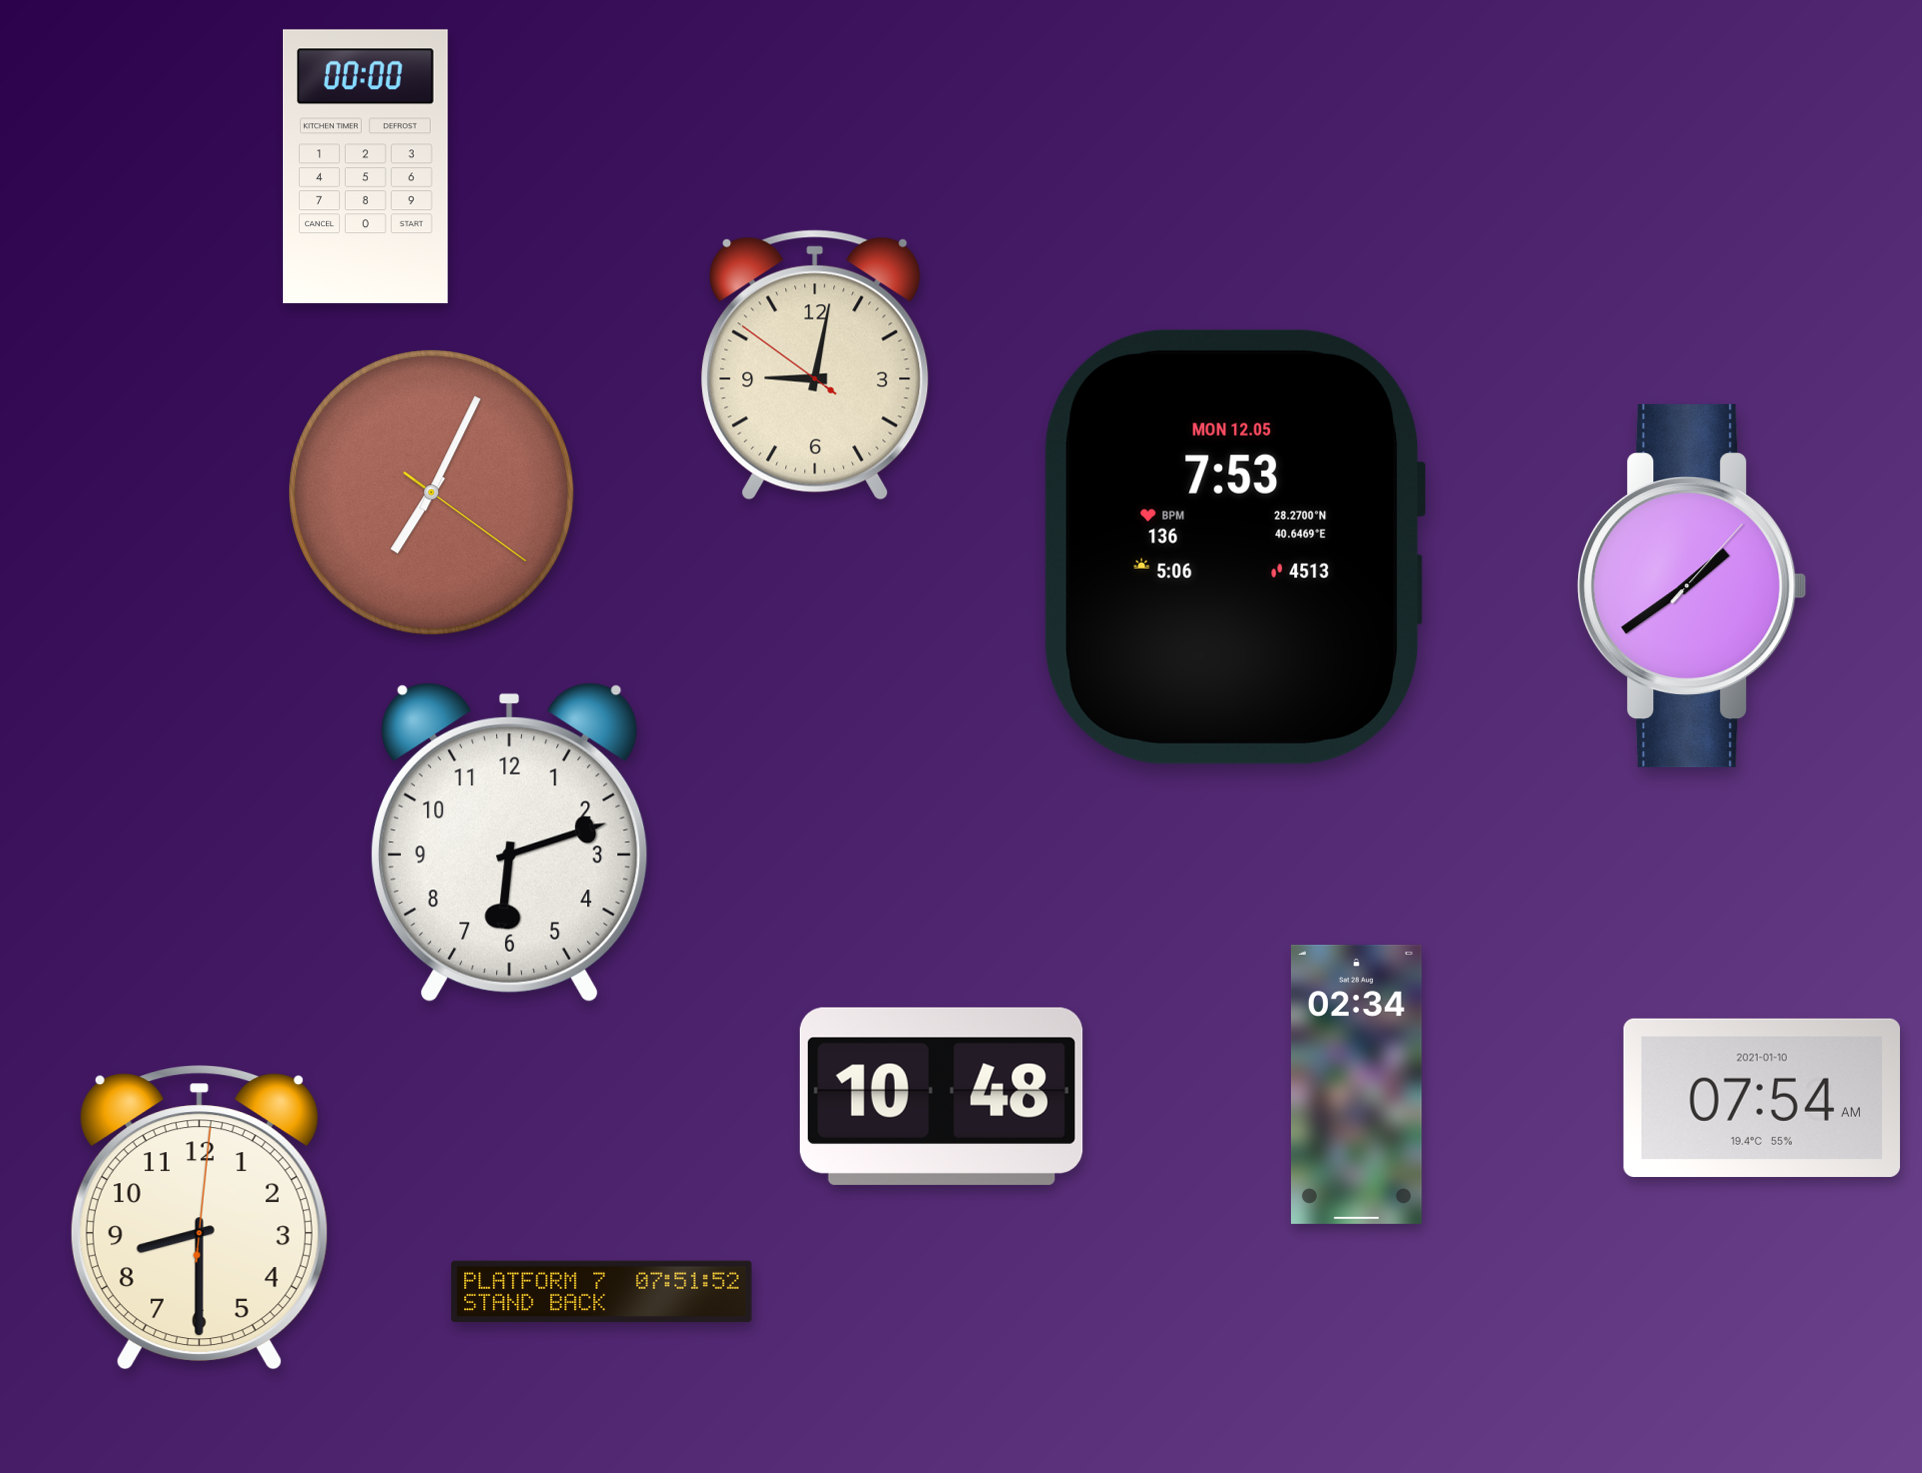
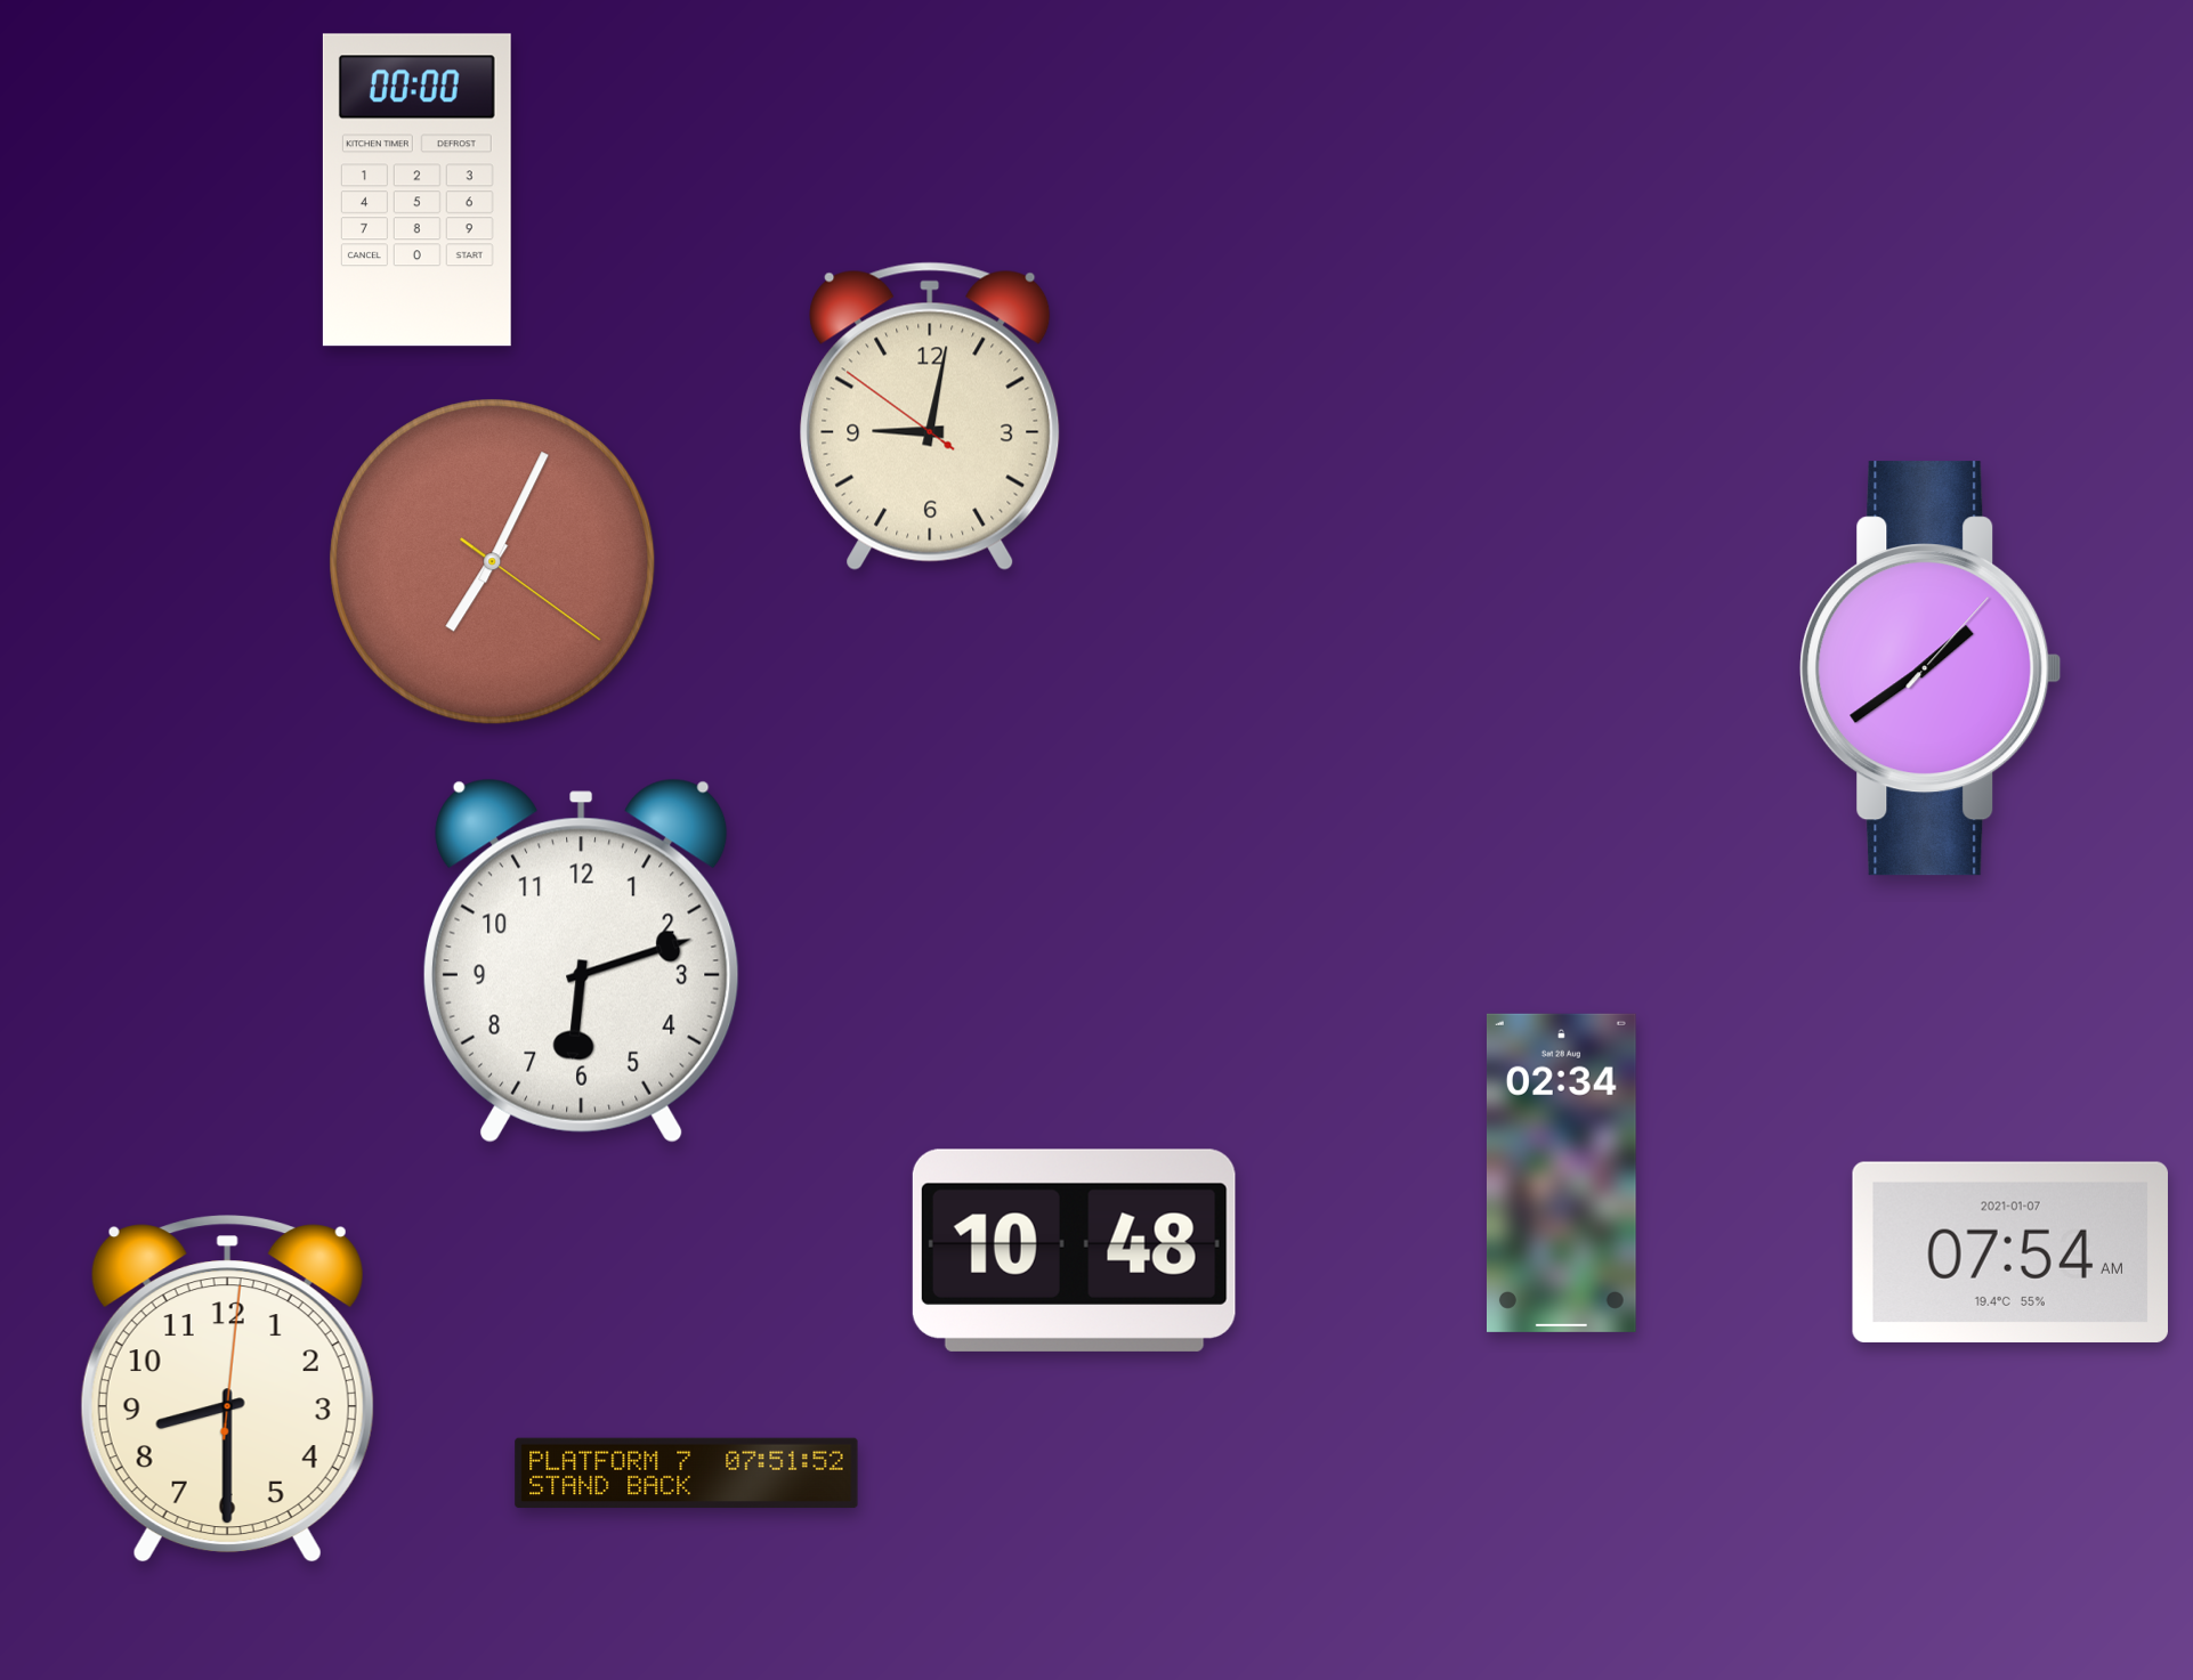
clock at (1235, 547): 7:53 -> none
clock at (1356, 1084) position: (1356, 1084) -> (1561, 1172)
clock at (1762, 1098) date: 2021-01-10 -> 2021-01-07
